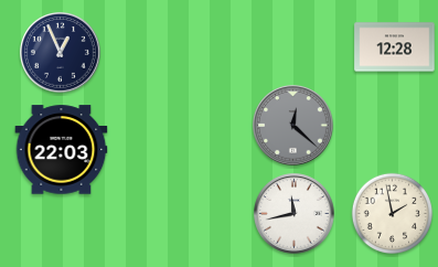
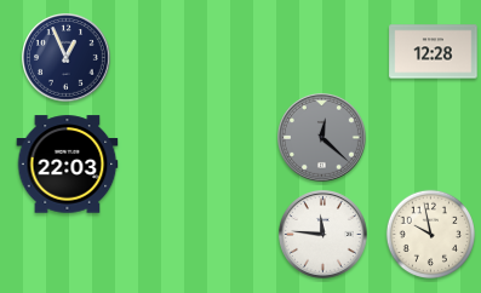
clock at (295, 214): 11:43 -> 11:46
clock at (393, 214): 1:58 -> 9:58
